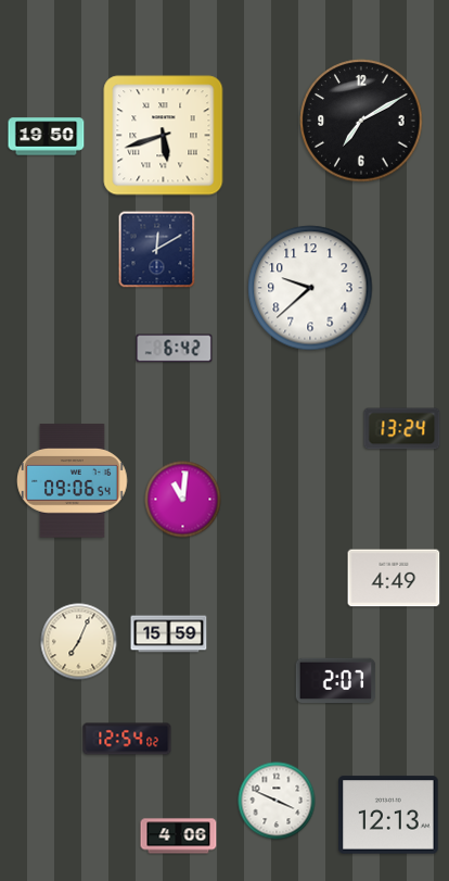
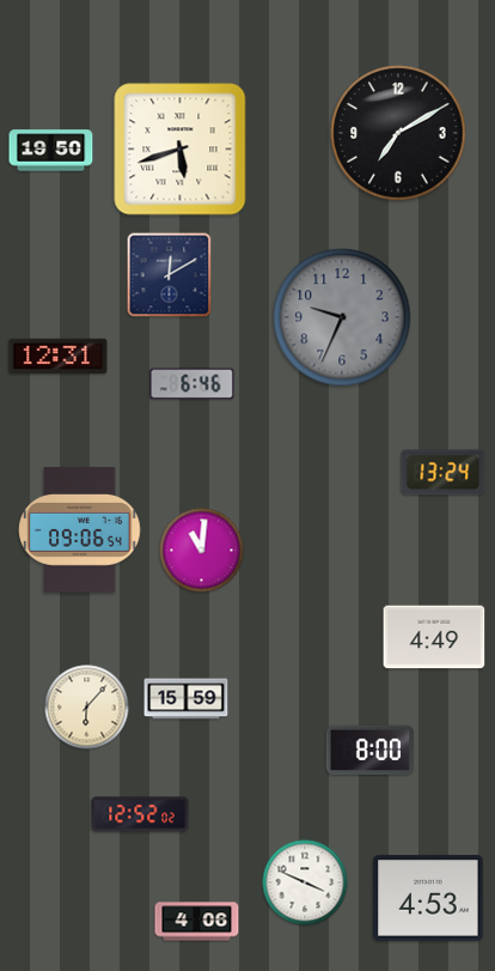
clock at (157, 250) position: (157, 250) -> (170, 275)
clock at (310, 288): 9:38 -> 9:34
clock at (310, 288) dial: white -> grey
clock at (59, 357): none -> 12:31
clock at (175, 349): 6:42 -> 6:46
clock at (79, 642): 7:04 -> 6:07
clock at (336, 681): 2:07 -> 8:00
clock at (127, 739): 12:54 -> 12:52
clock at (388, 815): 12:13 -> 4:53
